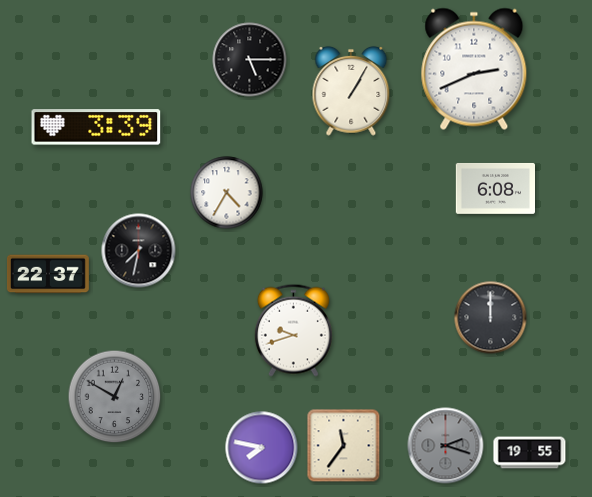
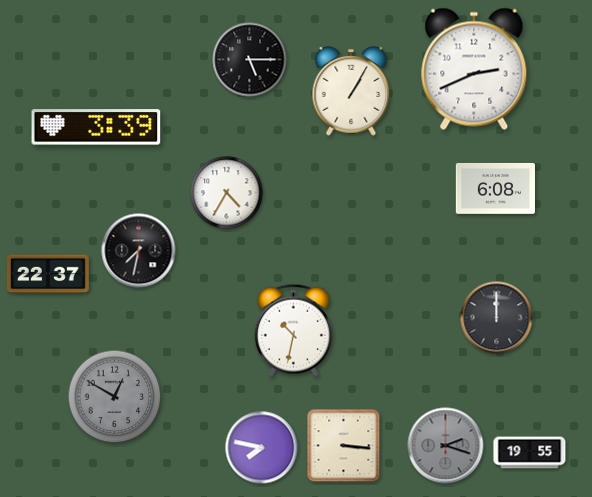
clock at (491, 318) position: (491, 318) -> (497, 318)
clock at (293, 330): 9:42 -> 10:32
clock at (344, 446): 11:36 -> 3:16
